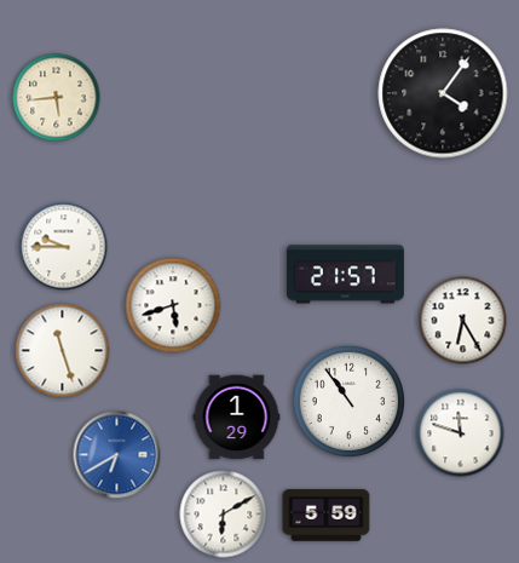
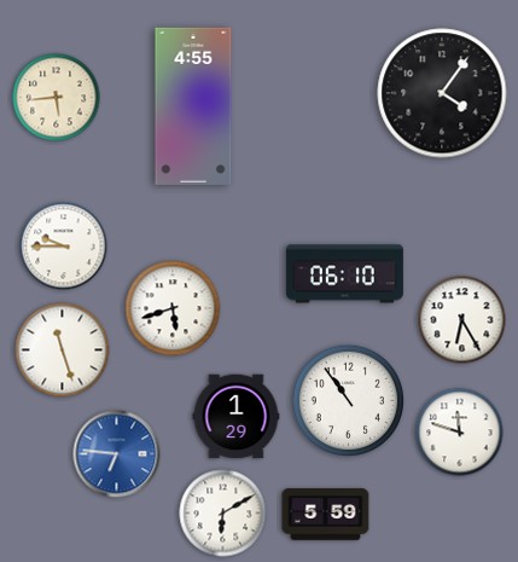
clock at (193, 106): none -> 4:55
clock at (345, 275): 21:57 -> 06:10
clock at (173, 305) position: (173, 305) -> (173, 308)
clock at (117, 455): 6:40 -> 6:46
